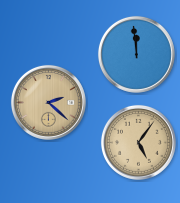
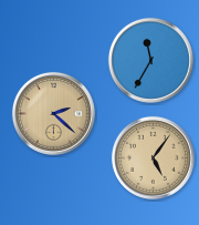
clock at (136, 54): 11:59 -> 11:35
